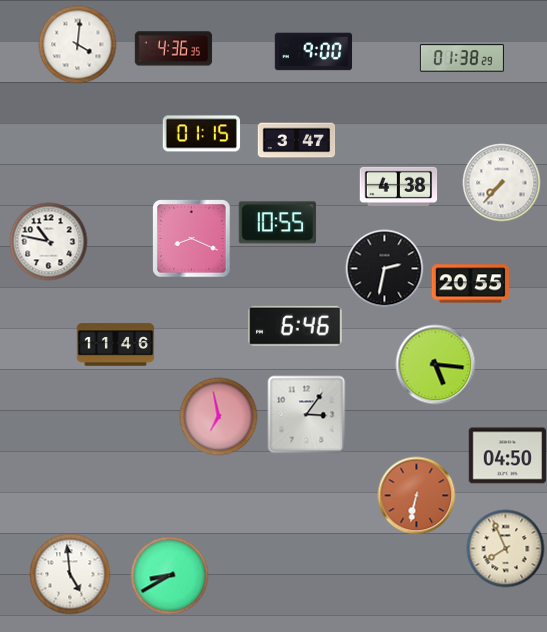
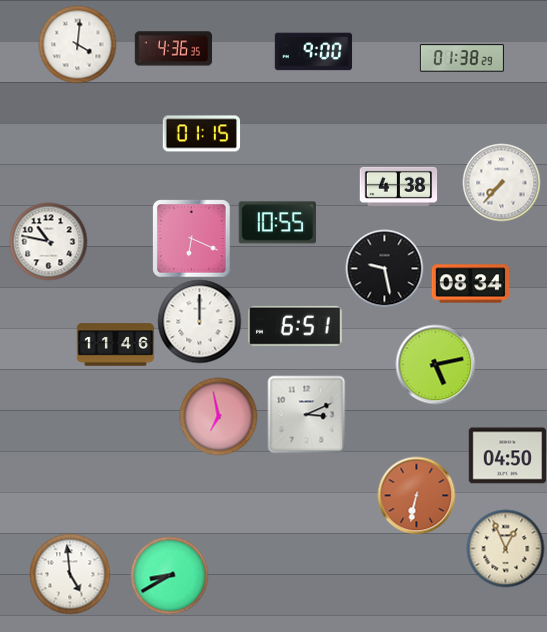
clock at (296, 141): 3:47 -> none
clock at (191, 238): 8:19 -> 6:19
clock at (384, 268): 2:32 -> 9:28
clock at (470, 284): 20:55 -> 08:34
clock at (199, 321): none -> 12:00
clock at (295, 326): 6:46 -> 6:51
clock at (435, 364): 5:16 -> 5:13
clock at (306, 414): 3:06 -> 3:11
clock at (505, 548): 7:56 -> 12:56
